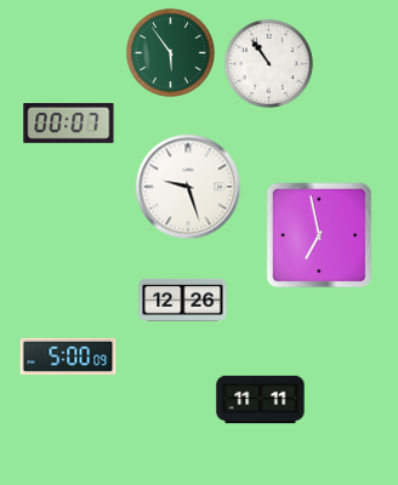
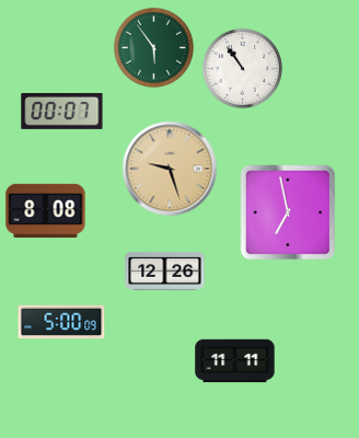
clock at (268, 63) position: (268, 63) -> (242, 68)
clock at (188, 187) dial: white -> champagne
clock at (46, 210): none -> 8:08
